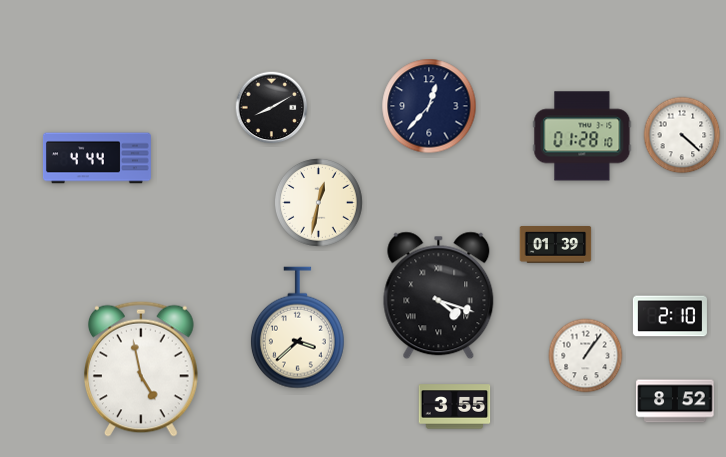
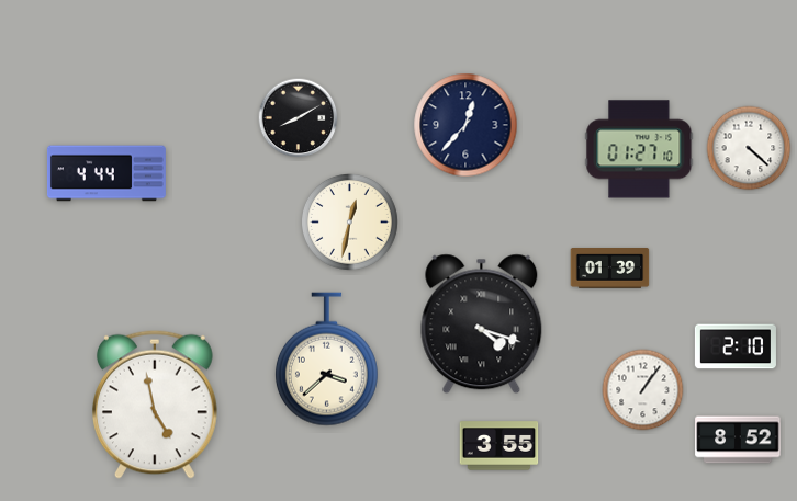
clock at (429, 106) position: (429, 106) -> (465, 125)
clock at (582, 136): 01:28 -> 01:27
clock at (675, 401) position: (675, 401) -> (738, 440)
